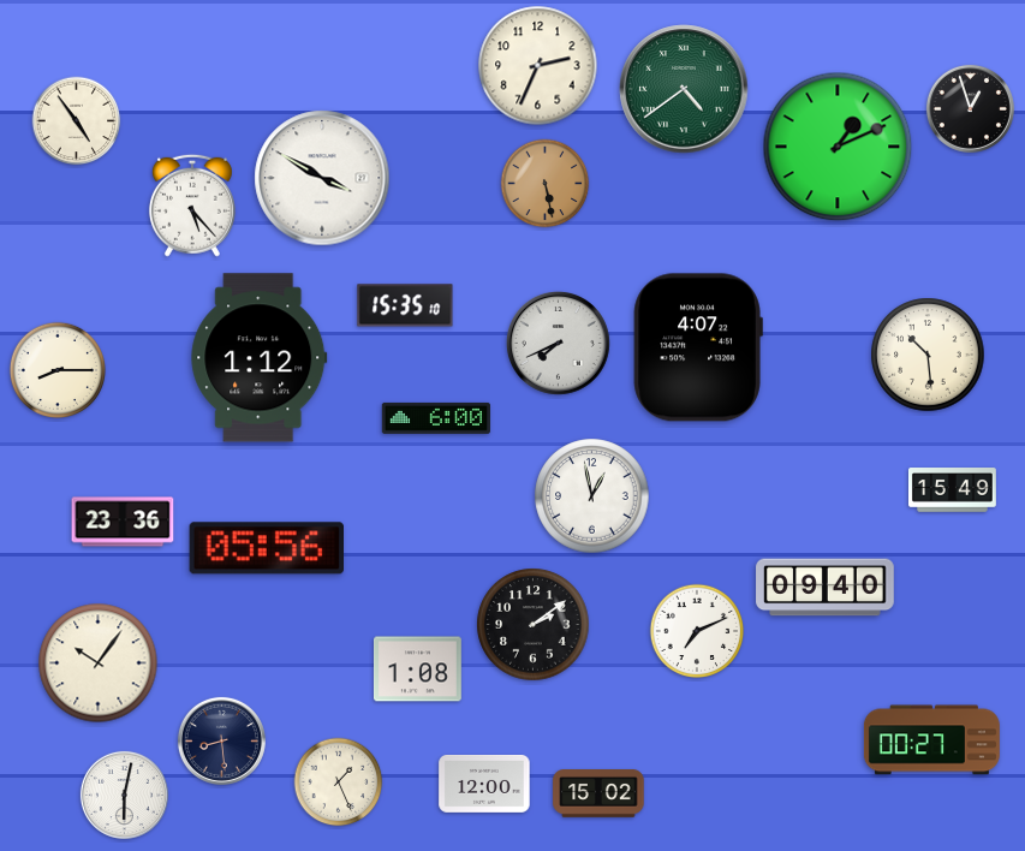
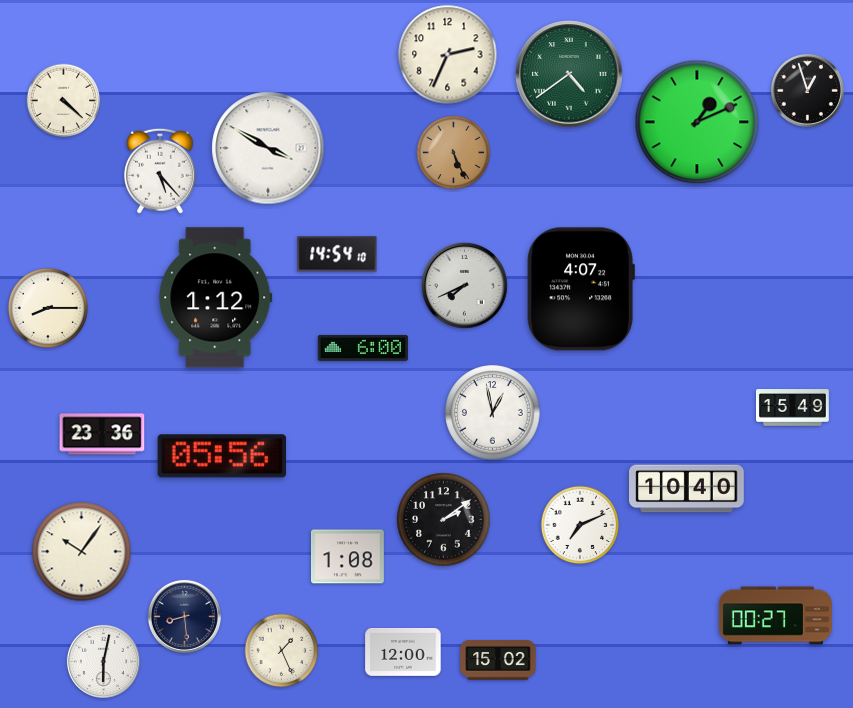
clock at (77, 121): 4:54 -> 4:22
clock at (546, 184): 5:28 -> 5:26
clock at (405, 305): 15:35 -> 14:54
clock at (928, 355): 10:29 -> none
clock at (826, 588): 09:40 -> 10:40
